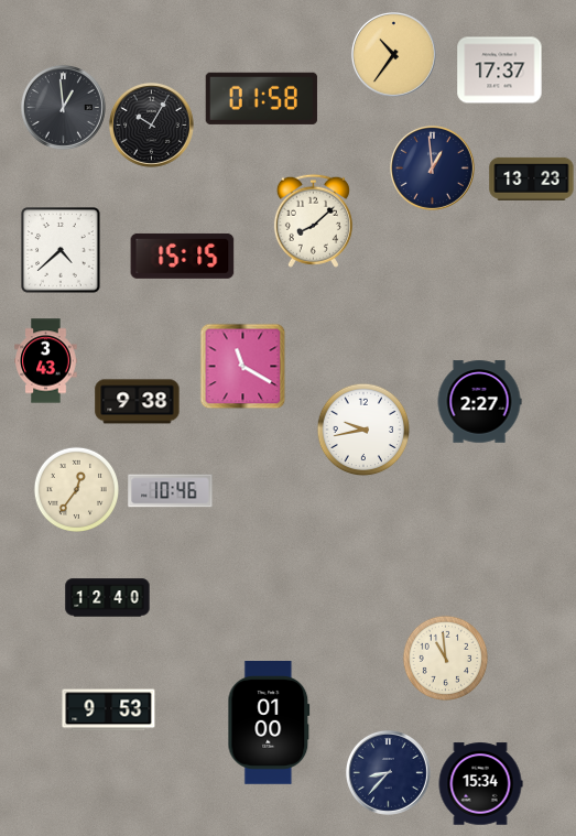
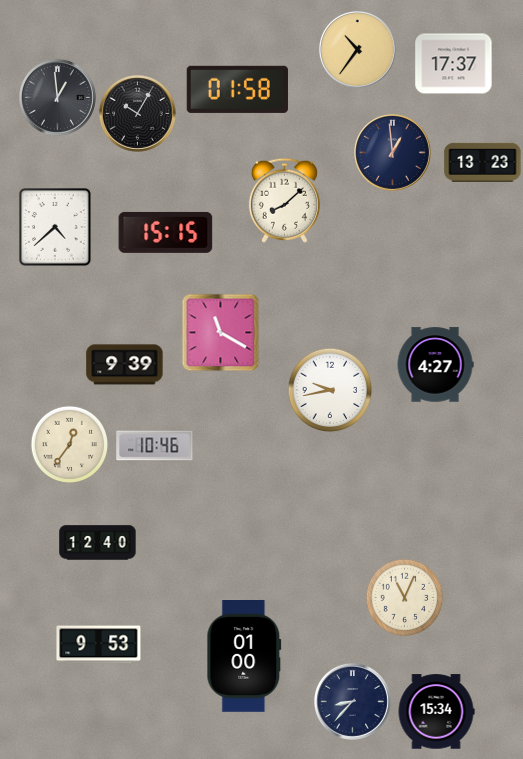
clock at (46, 361): 3:43 -> none
clock at (138, 402): 9:38 -> 9:39
clock at (479, 402): 2:27 -> 4:27
clock at (445, 658): 10:59 -> 11:04
